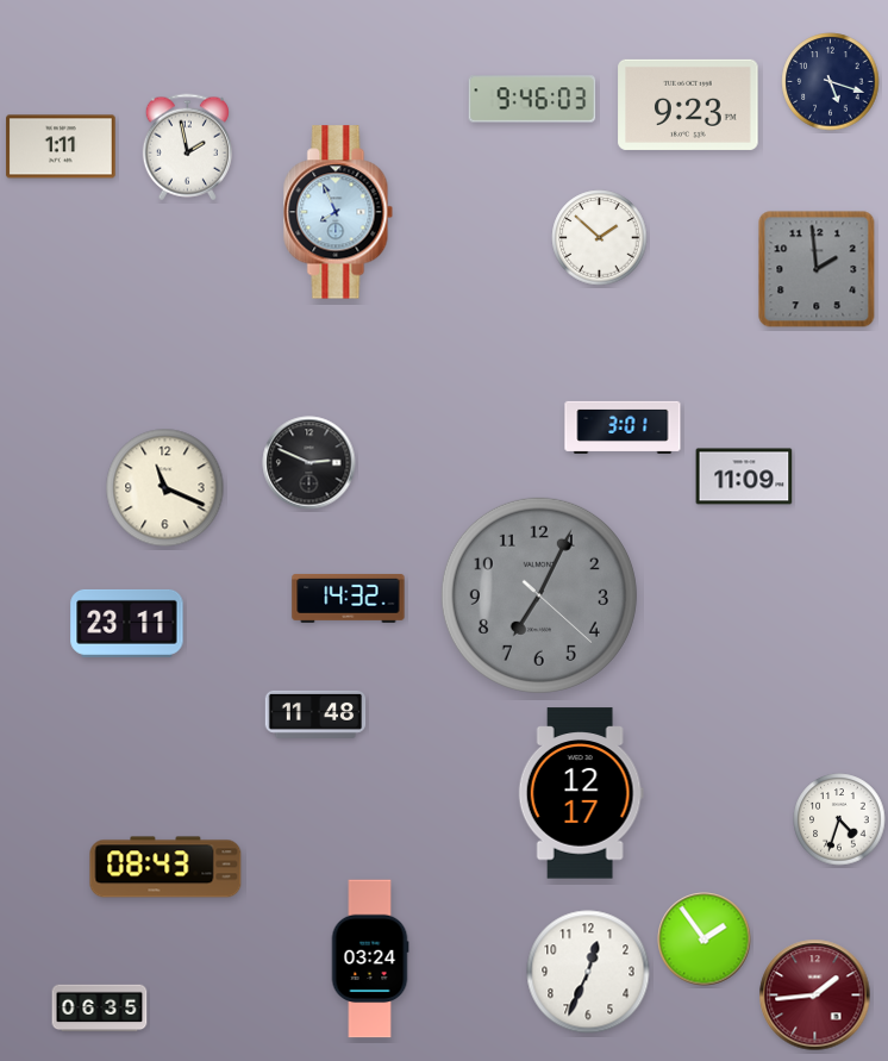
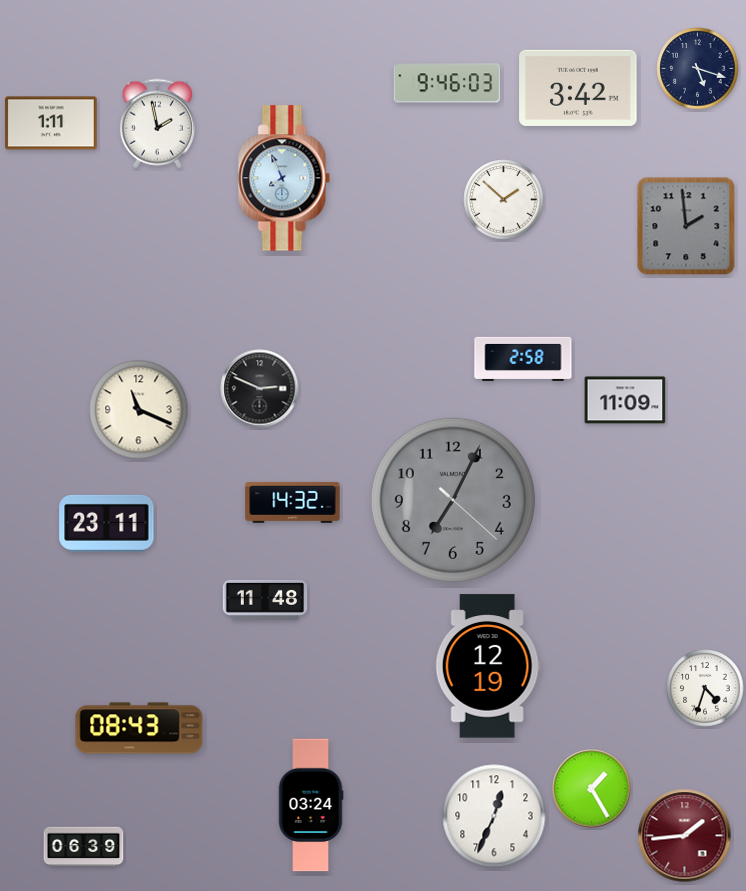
clock at (688, 105): 9:23 -> 3:42
clock at (623, 427): 3:01 -> 2:58
clock at (581, 793): 12:17 -> 12:19
clock at (705, 940): 1:54 -> 1:25
clock at (100, 1009): 06:35 -> 06:39
